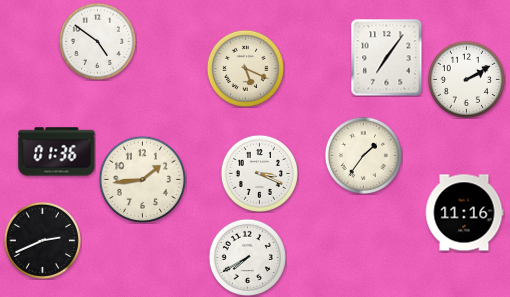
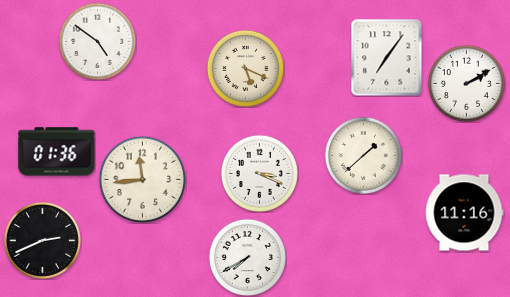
clock at (466, 79) position: (466, 79) -> (466, 83)
clock at (363, 155): 1:36 -> 1:38
clock at (142, 179): 1:44 -> 11:44
